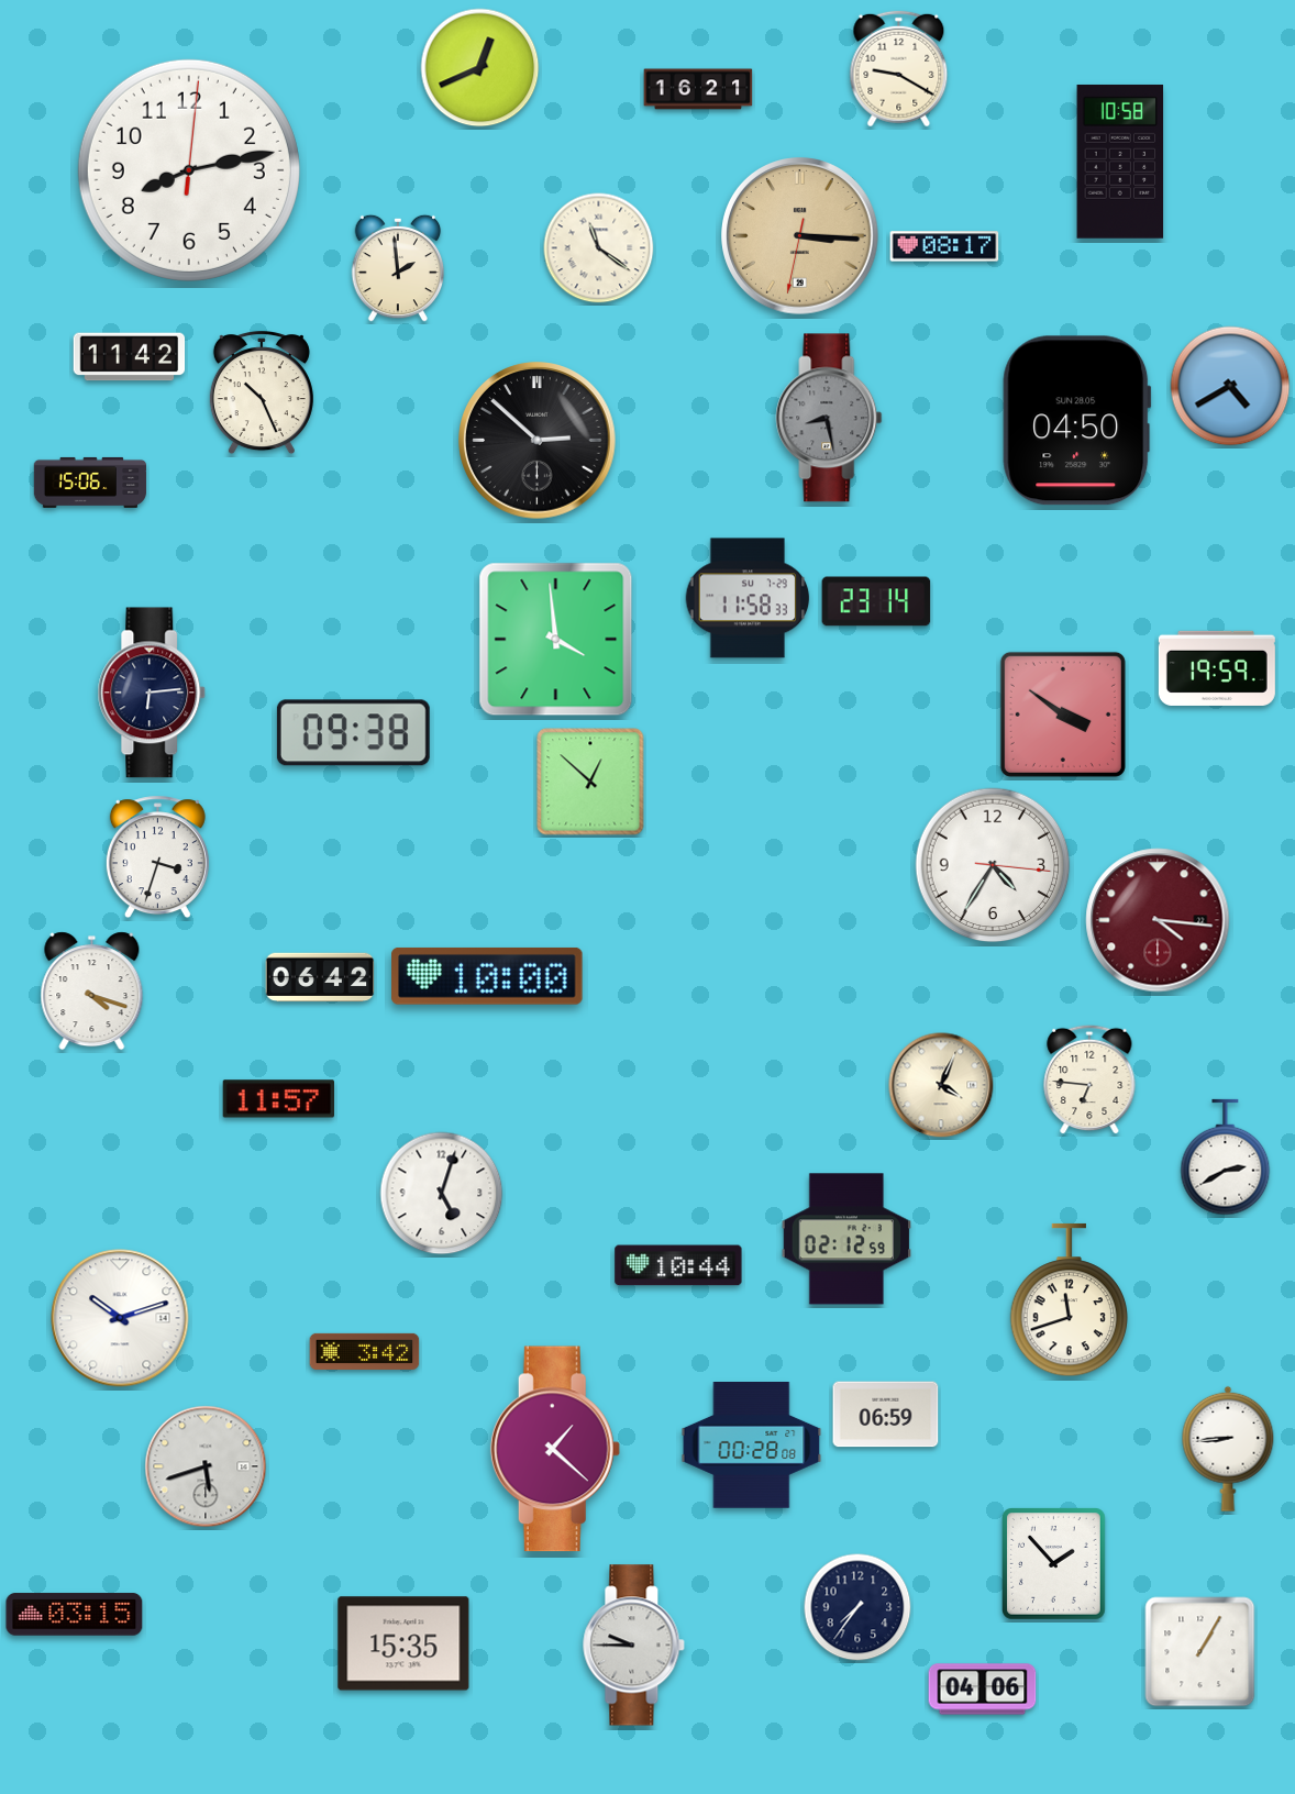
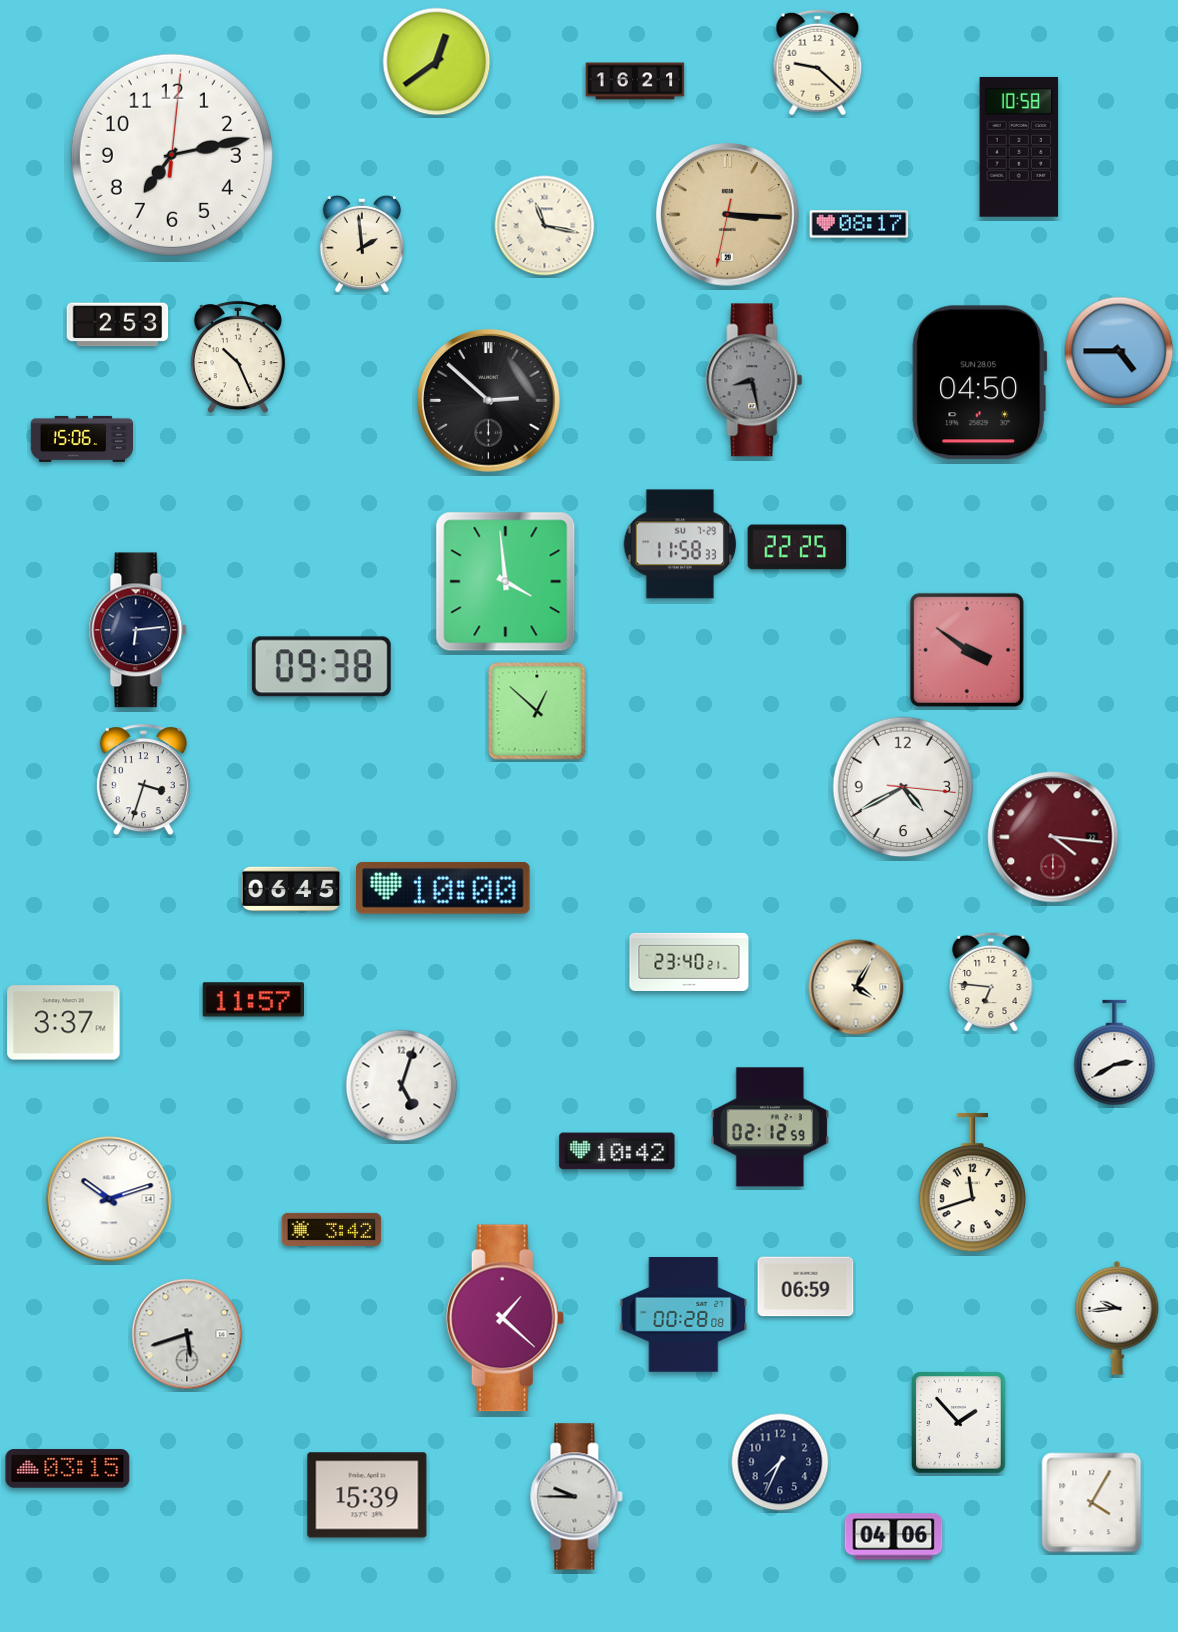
clock at (480, 68): 12:41 -> 12:39
clock at (899, 69): 9:20 -> 9:22
clock at (189, 170): 8:13 -> 7:13
clock at (599, 248): 11:21 -> 11:17
clock at (130, 357): 11:42 -> 2:53
clock at (1230, 386): 4:40 -> 4:45
clock at (876, 601): 23:14 -> 22:25
clock at (1217, 668): 19:59 -> none
clock at (993, 865): 4:35 -> 4:40
clock at (320, 977): 06:42 -> 06:45
clock at (92, 992): 4:18 -> none
clock at (689, 962): none -> 23:40
clock at (941, 1085): 4:04 -> 4:05
clock at (64, 1023): none -> 3:37
clock at (678, 1265): 10:44 -> 10:42
clock at (1228, 1449): 8:44 -> 9:44
clock at (857, 1607): 7:36 -> 7:34
clock at (403, 1643): 15:35 -> 15:39
clock at (1200, 1652): 1:05 -> 4:05
